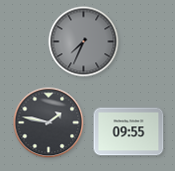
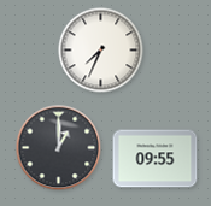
clock at (84, 42) dial: grey -> white
clock at (49, 123): 1:47 -> 1:00
